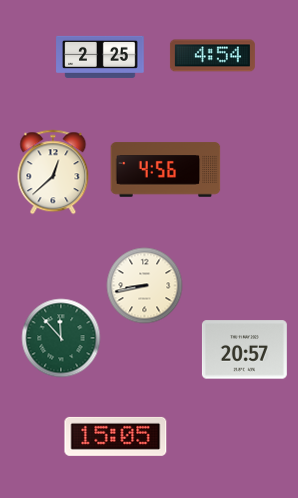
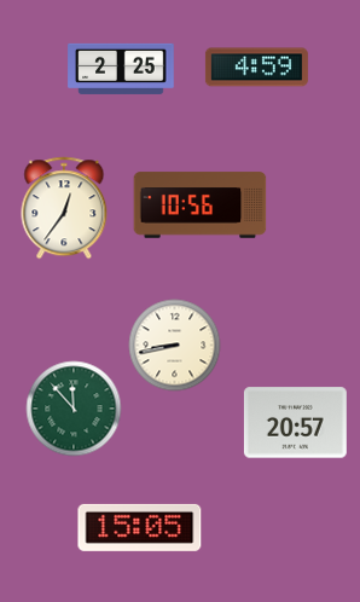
clock at (212, 56): 4:54 -> 4:59
clock at (166, 170): 4:56 -> 10:56
clock at (53, 172): 12:38 -> 12:36
